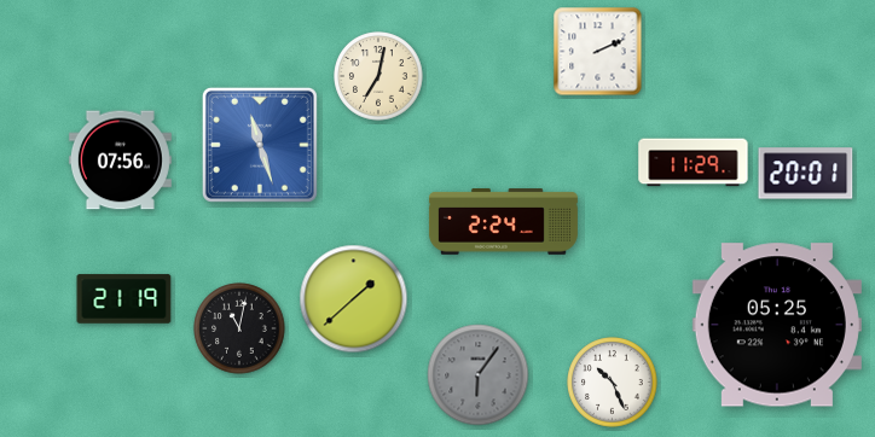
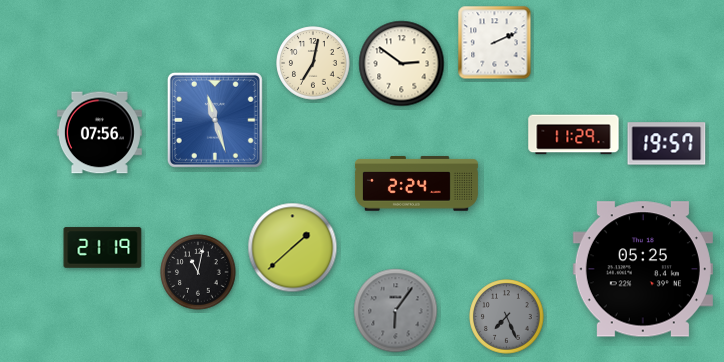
clock at (402, 64): none -> 2:51
clock at (806, 174): 20:01 -> 19:57
clock at (613, 383): 10:26 -> 7:26
clock at (613, 383) dial: white -> grey
